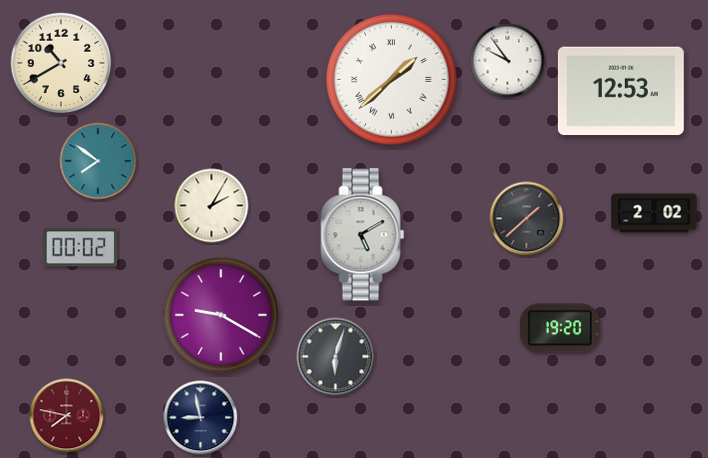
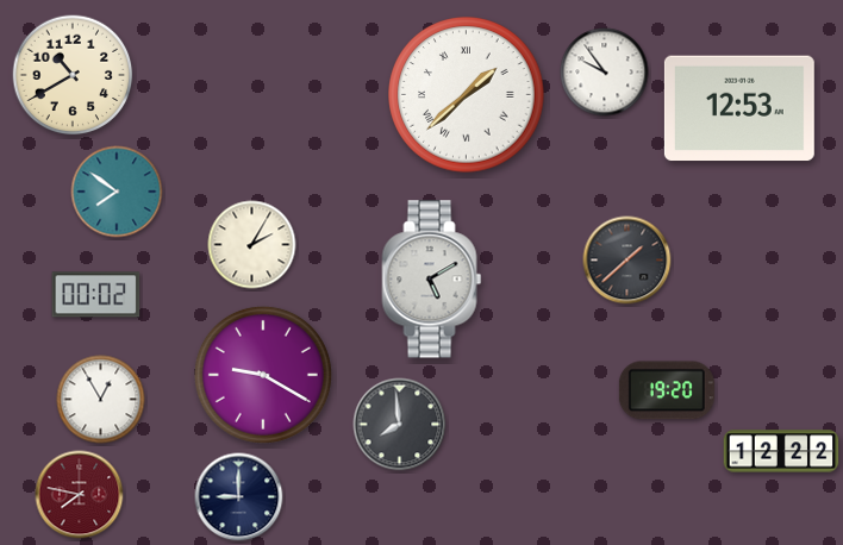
clock at (654, 213): 2:02 -> none
clock at (101, 400): none -> 12:55
clock at (336, 357): 6:03 -> 7:59
clock at (781, 451): none -> 12:22
clock at (201, 418): 8:58 -> 9:00
